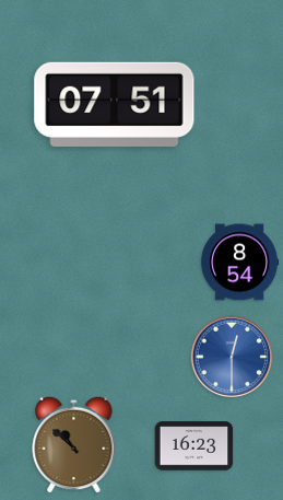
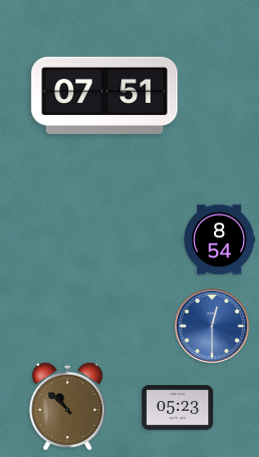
clock at (194, 446): 16:23 -> 05:23
